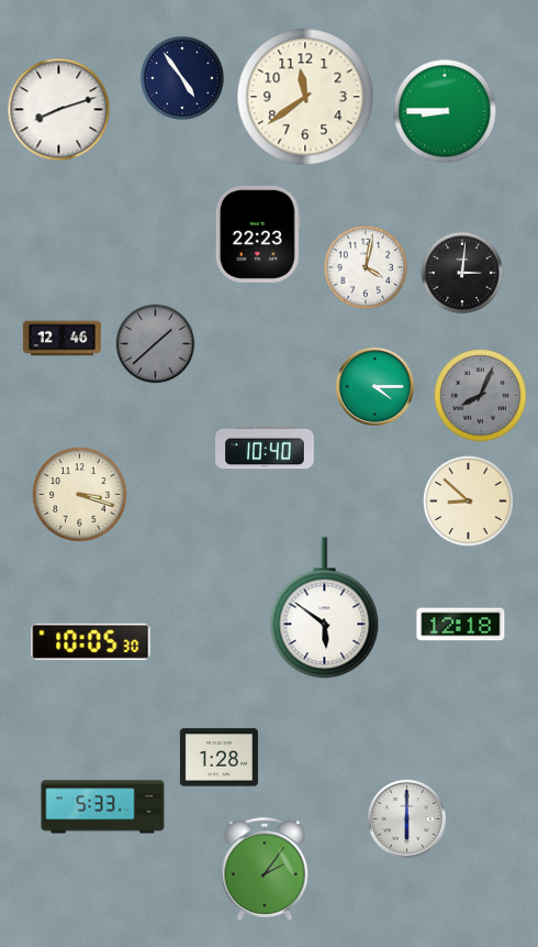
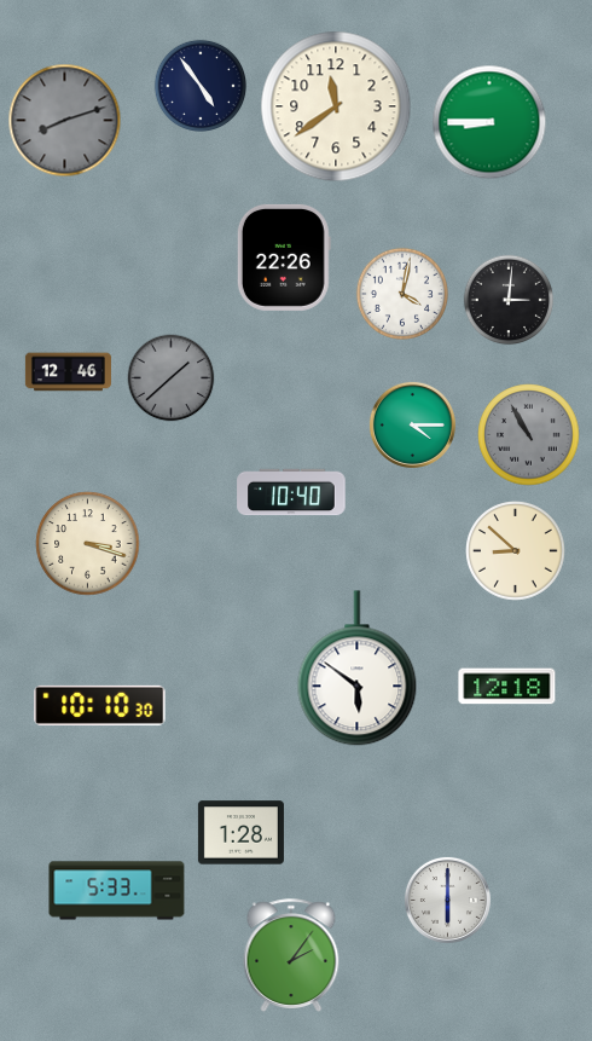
clock at (59, 110) dial: white -> grey
clock at (258, 234): 22:23 -> 22:26
clock at (481, 396): 8:04 -> 10:55
clock at (91, 641): 10:05 -> 10:10
clock at (103, 807) position: (103, 807) -> (117, 891)
